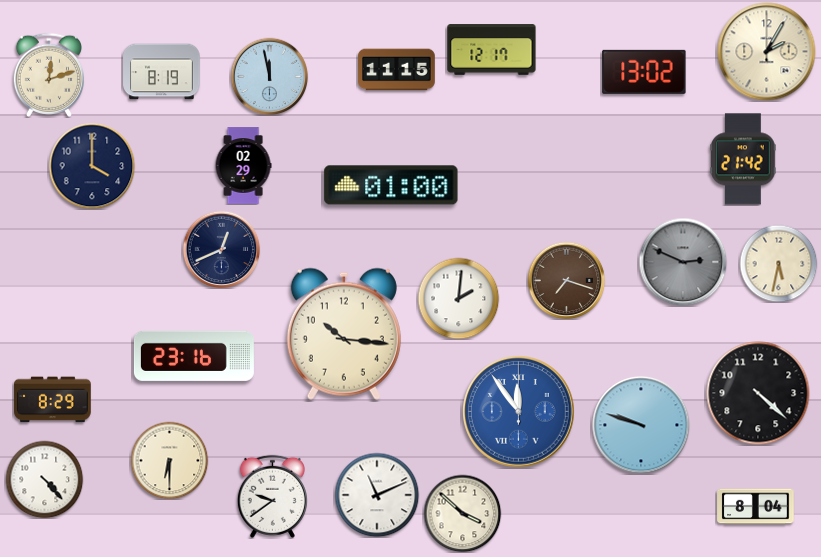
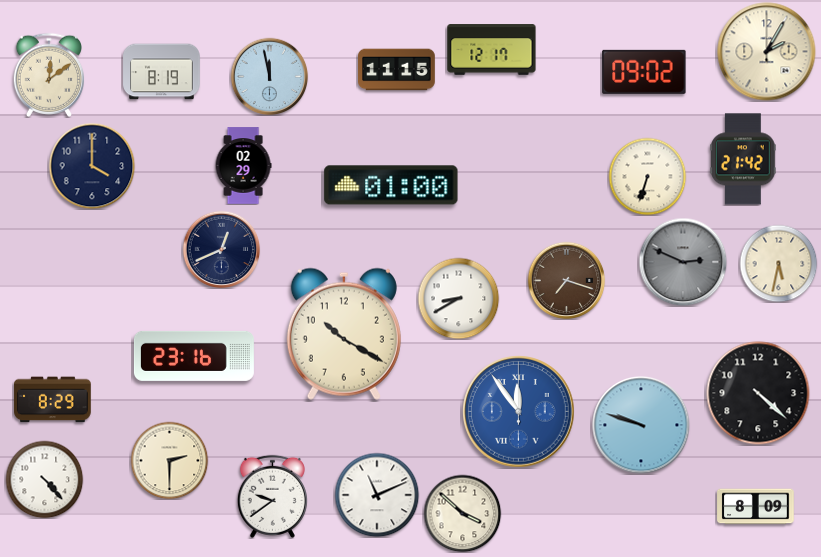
clock at (644, 72): 13:02 -> 09:02
clock at (48, 75): 12:12 -> 12:09
clock at (647, 176): none -> 6:33
clock at (458, 298): 2:01 -> 8:40
clock at (344, 334): 10:16 -> 10:20
clock at (169, 460): 6:30 -> 2:30
clock at (756, 507): 8:04 -> 8:09
